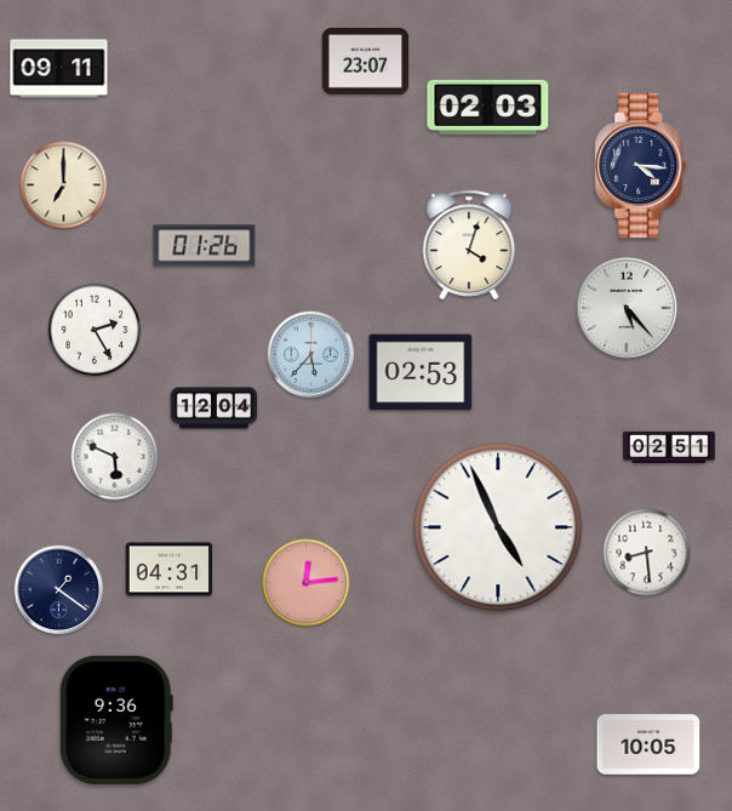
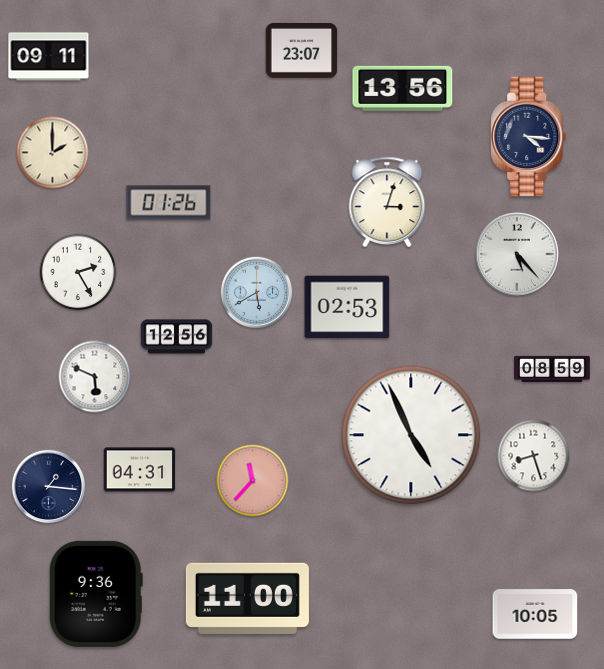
clock at (488, 107): 02:03 -> 13:56
clock at (64, 185): 7:00 -> 2:00
clock at (469, 244): 4:03 -> 3:03
clock at (311, 355): 5:37 -> 5:40
clock at (215, 409): 12:04 -> 12:56
clock at (669, 447): 02:51 -> 08:59
clock at (647, 553): 8:29 -> 8:27
clock at (307, 583): 12:14 -> 11:37
clock at (59, 590): 1:21 -> 1:16
clock at (247, 598): none -> 11:00
